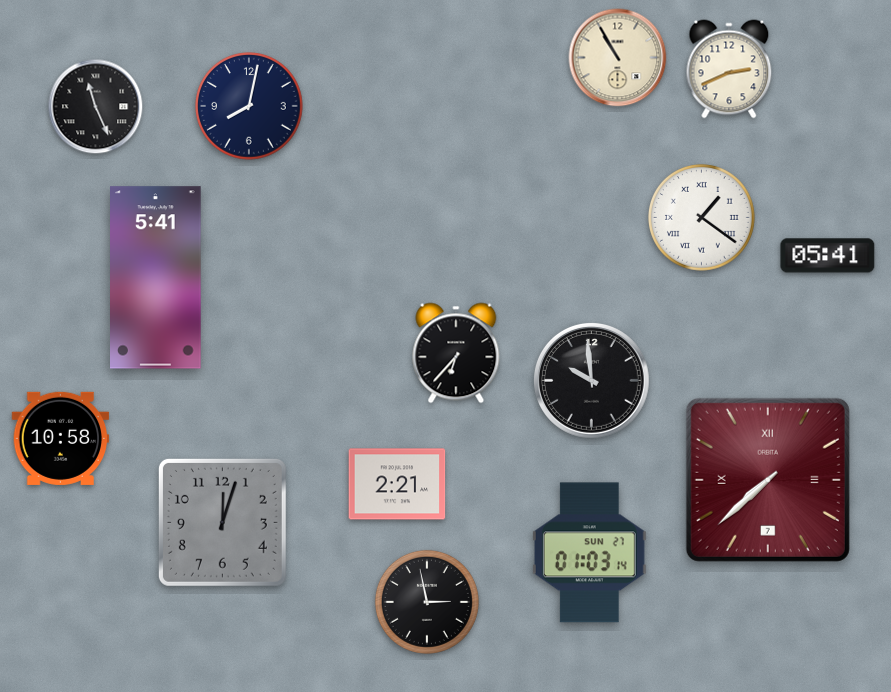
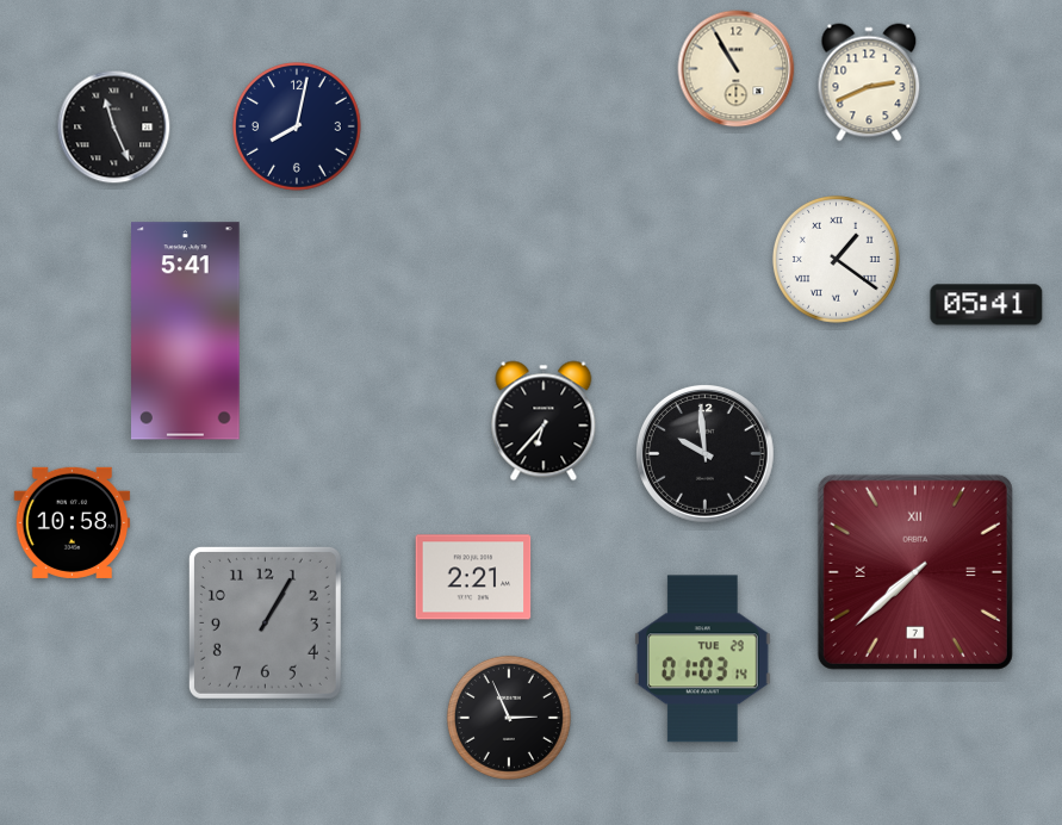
clock at (222, 522): 12:03 -> 1:05
clock at (589, 553) date: SUN 27 -> TUE 29
clock at (427, 602): 2:58 -> 2:56
